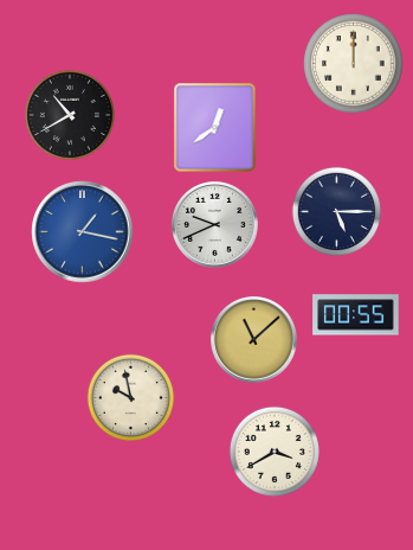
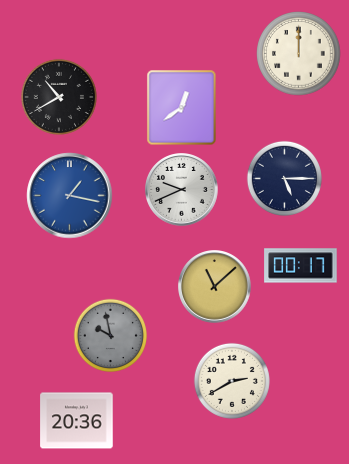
clock at (356, 315): 00:55 -> 00:17
clock at (130, 397) dial: cream -> grey
clock at (275, 452): 3:40 -> 2:40
clock at (77, 421): none -> 20:36
